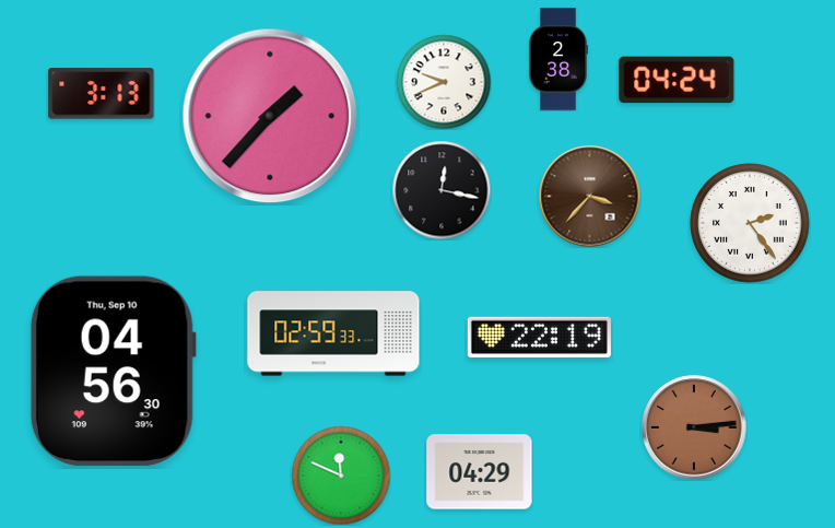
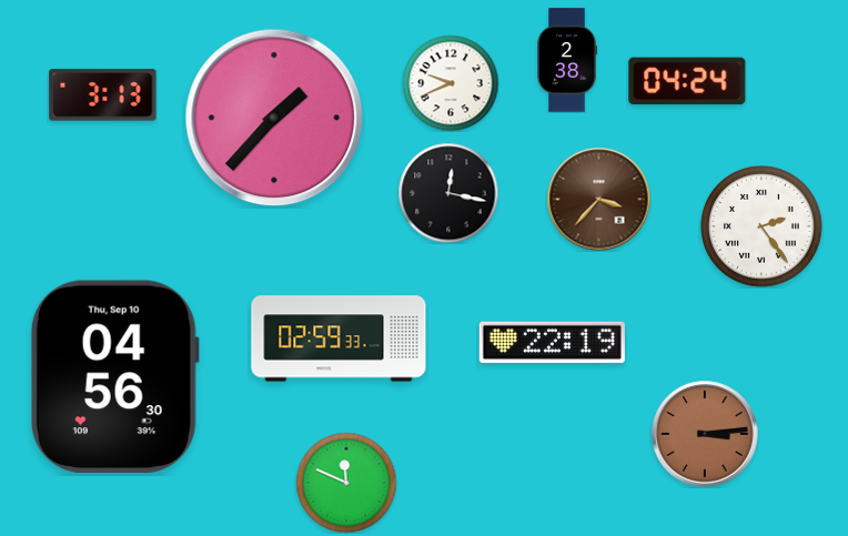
clock at (539, 337) position: (539, 337) -> (552, 342)
clock at (480, 472): 04:29 -> none
